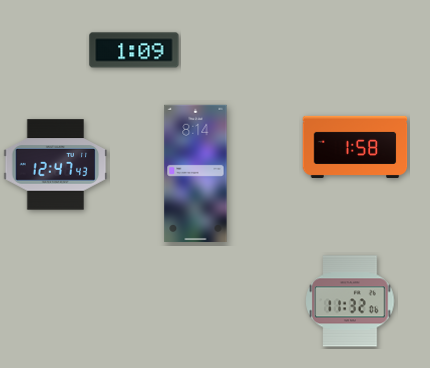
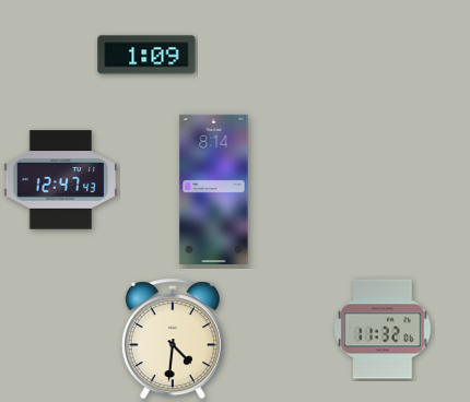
clock at (355, 147): 1:58 -> none
clock at (173, 339): none -> 4:31
